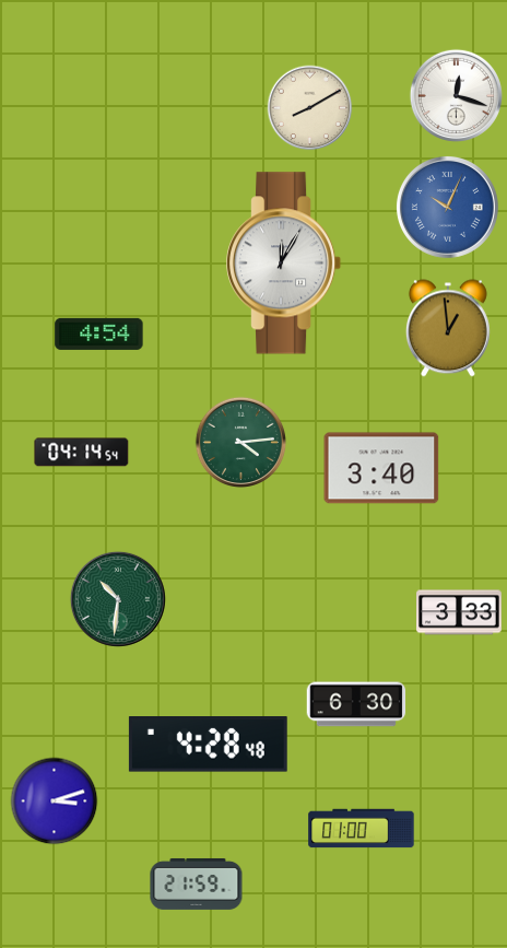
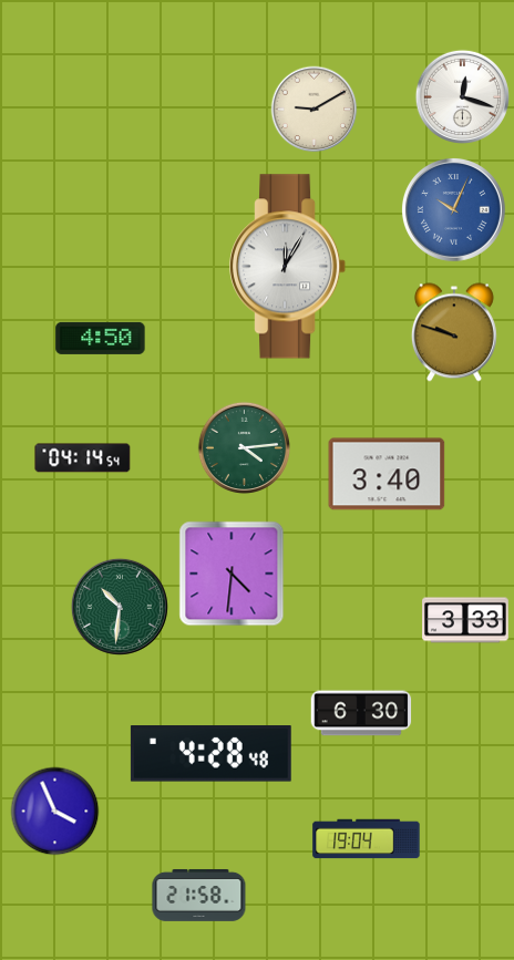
clock at (310, 108): 8:10 -> 9:10
clock at (448, 328): 12:59 -> 9:48
clock at (99, 333): 4:54 -> 4:50
clock at (232, 574): none -> 4:31
clock at (55, 801): 3:12 -> 3:56
clock at (362, 829): 01:00 -> 19:04
clock at (197, 883): 21:59 -> 21:58
